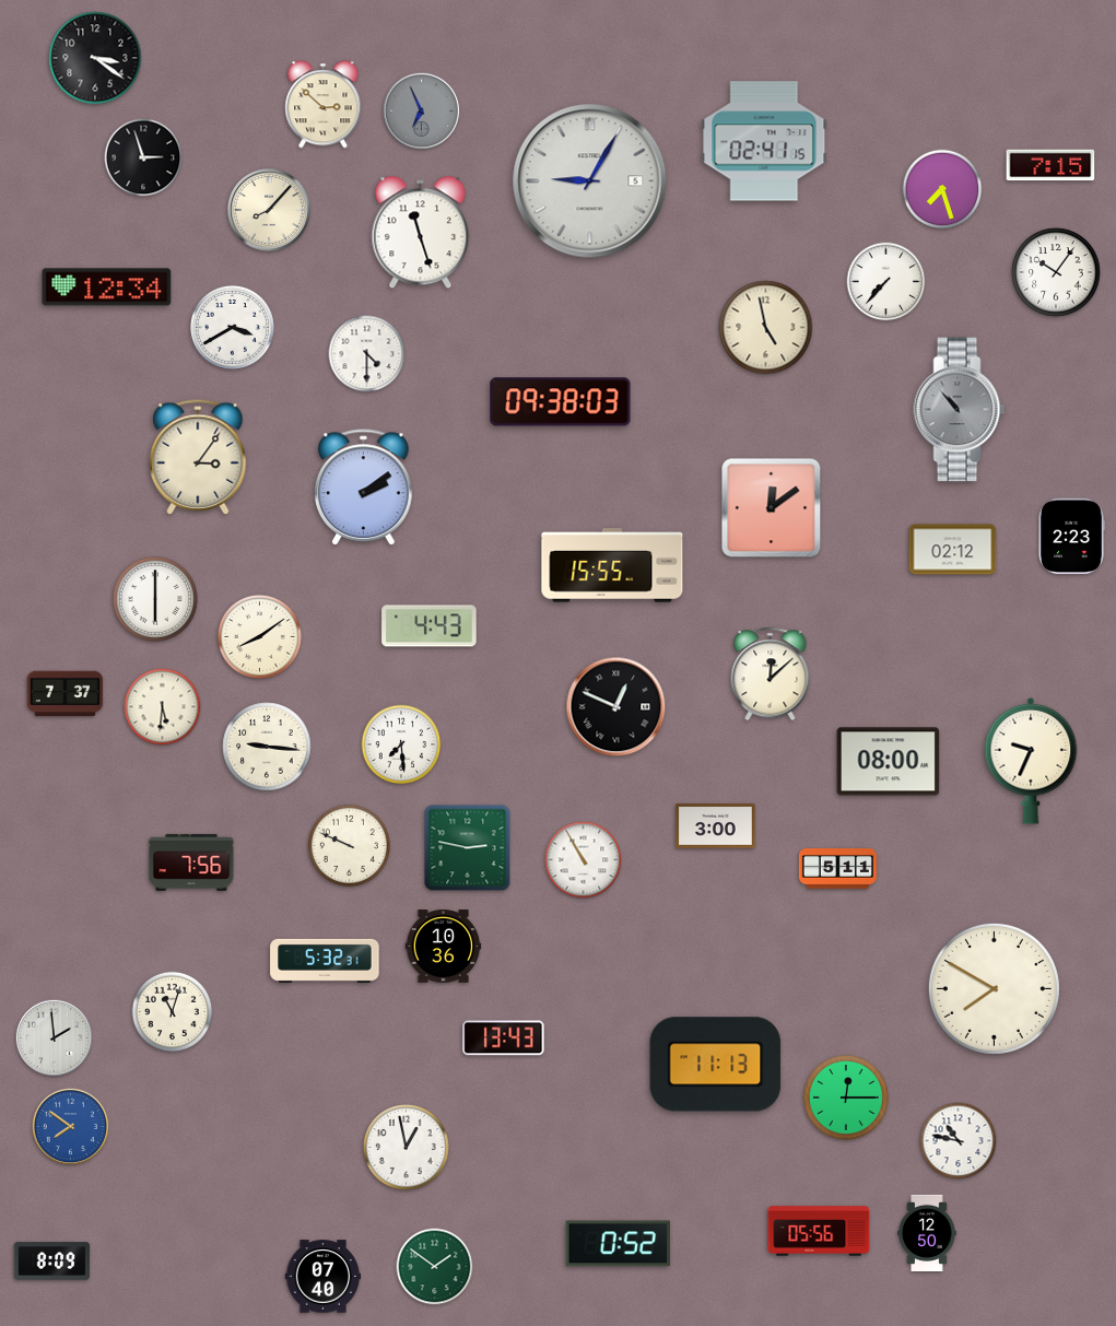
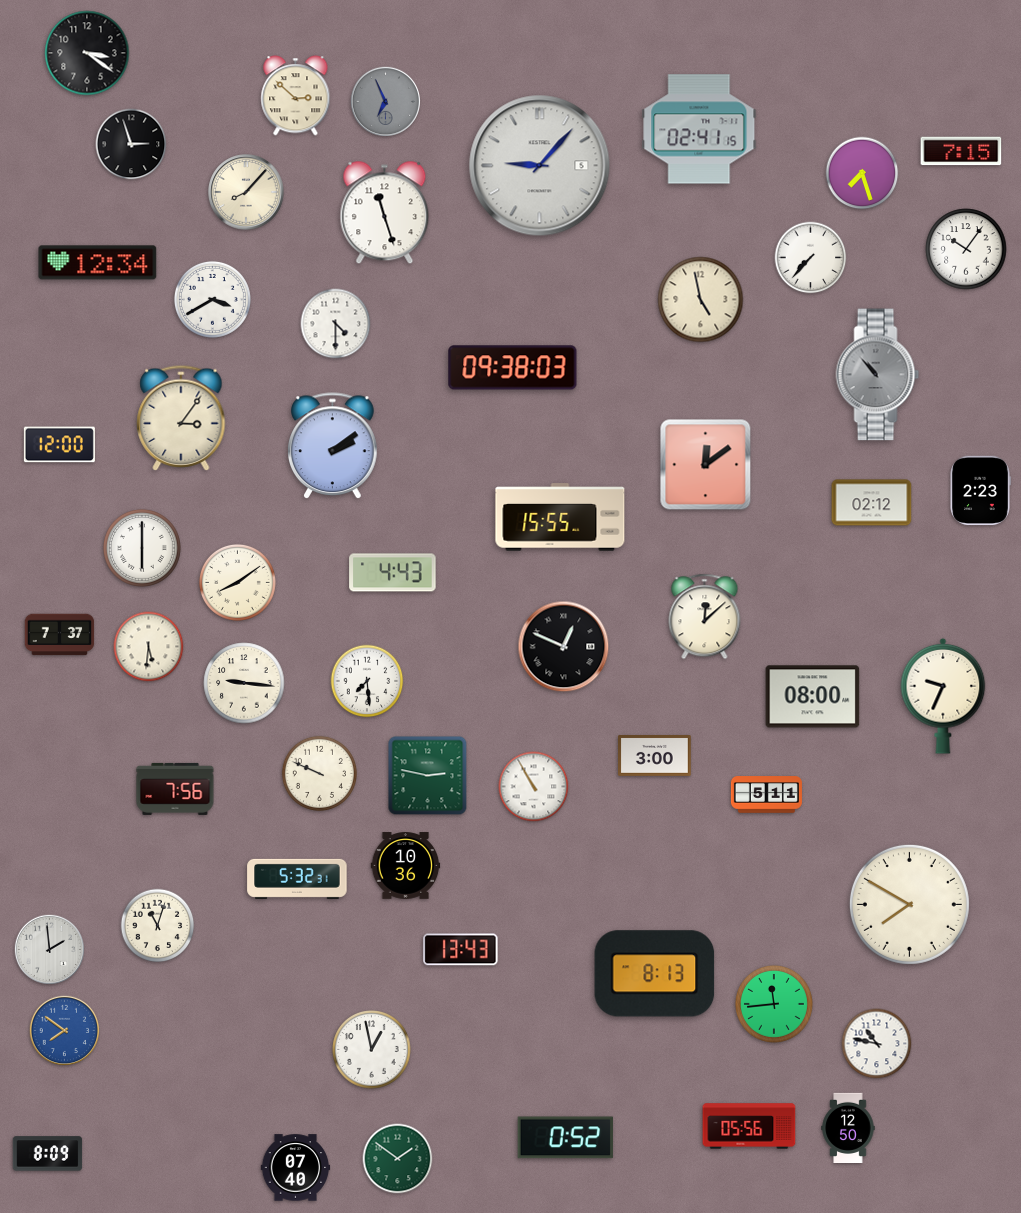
clock at (590, 181): 9:05 -> 9:07
clock at (59, 445): none -> 12:00
clock at (716, 1065): 11:13 -> 8:13
clock at (846, 1098): 12:15 -> 11:44
